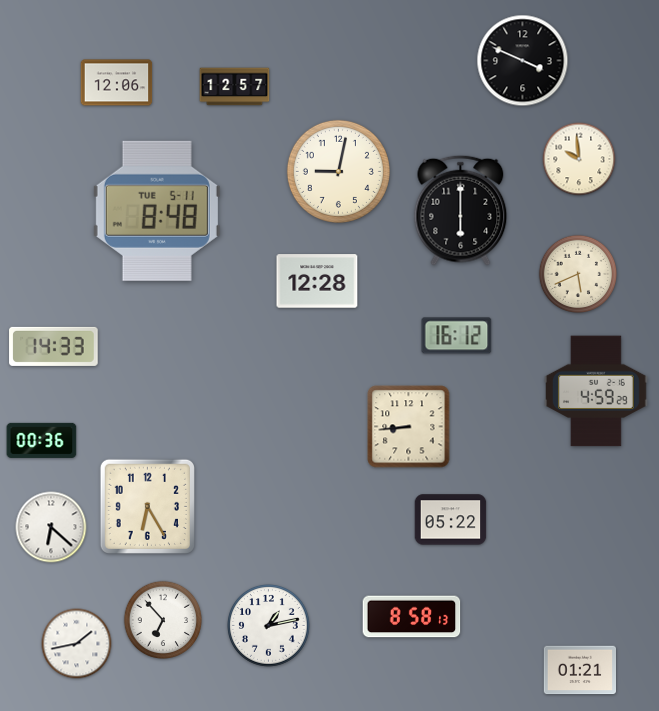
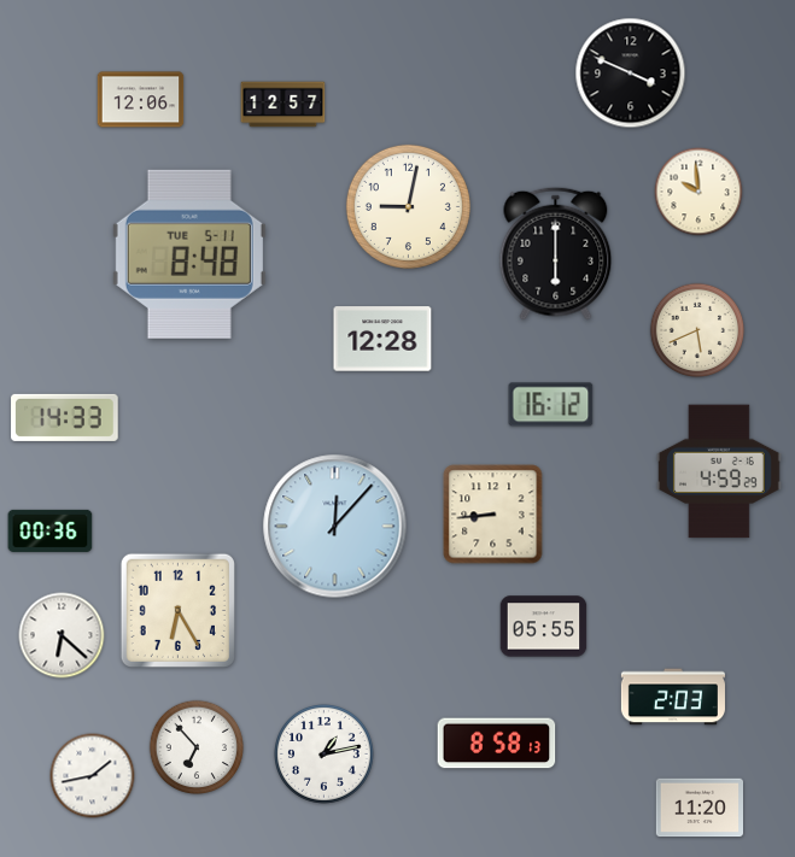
clock at (335, 527): none -> 12:07
clock at (451, 520): 05:22 -> 05:55
clock at (673, 697): none -> 2:03
clock at (579, 670): 01:21 -> 11:20
